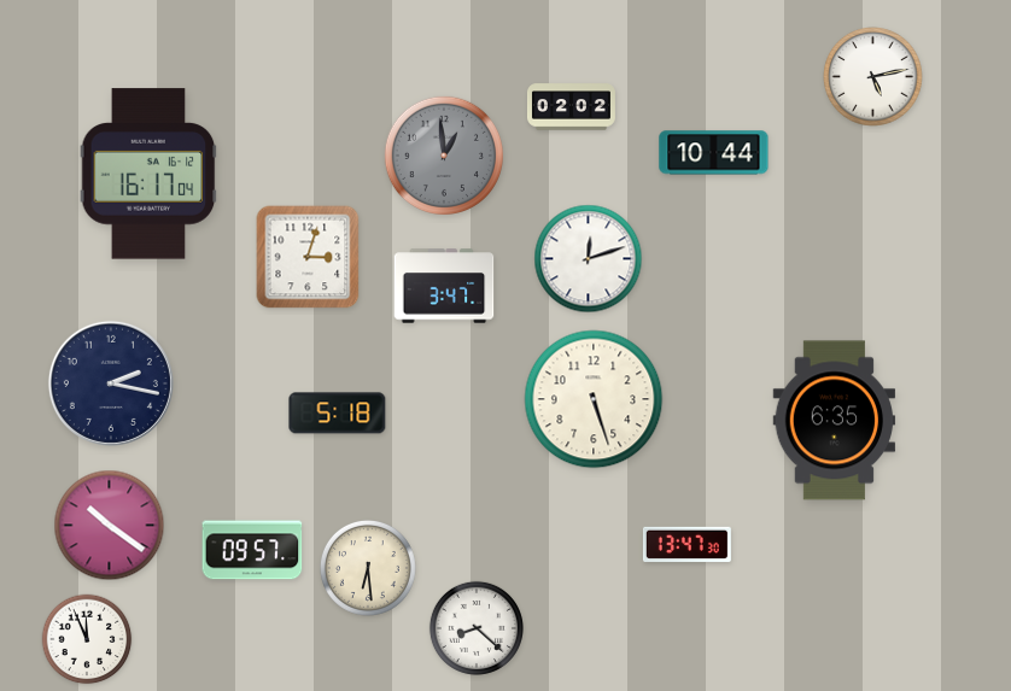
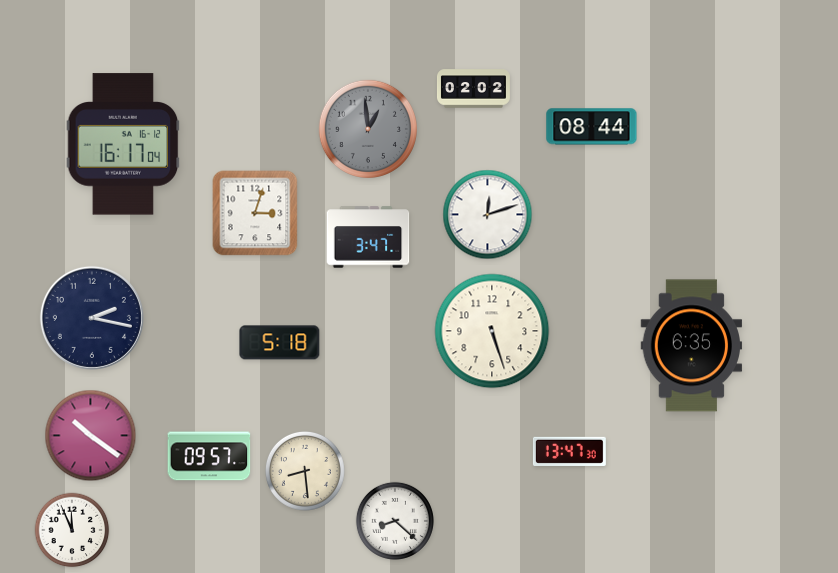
clock at (873, 77): 5:13 -> none
clock at (714, 153): 10:44 -> 08:44
clock at (835, 421) position: (835, 421) -> (692, 346)
clock at (368, 568): 6:29 -> 8:29
